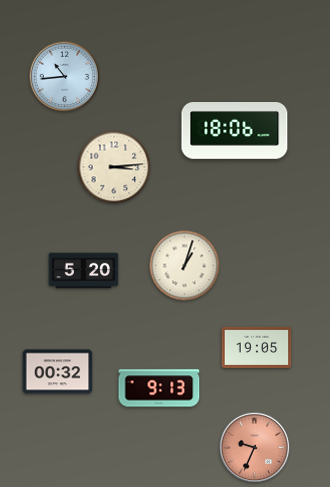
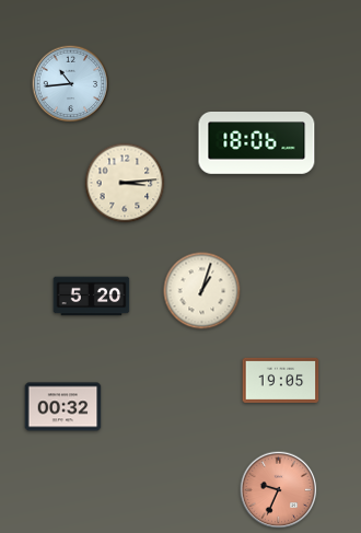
clock at (159, 388): 9:13 -> none
